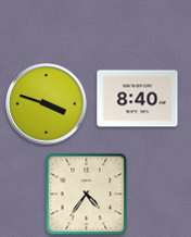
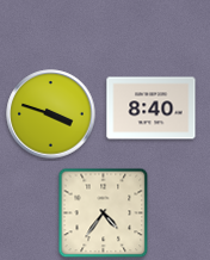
clock at (87, 195) position: (87, 195) -> (104, 213)
